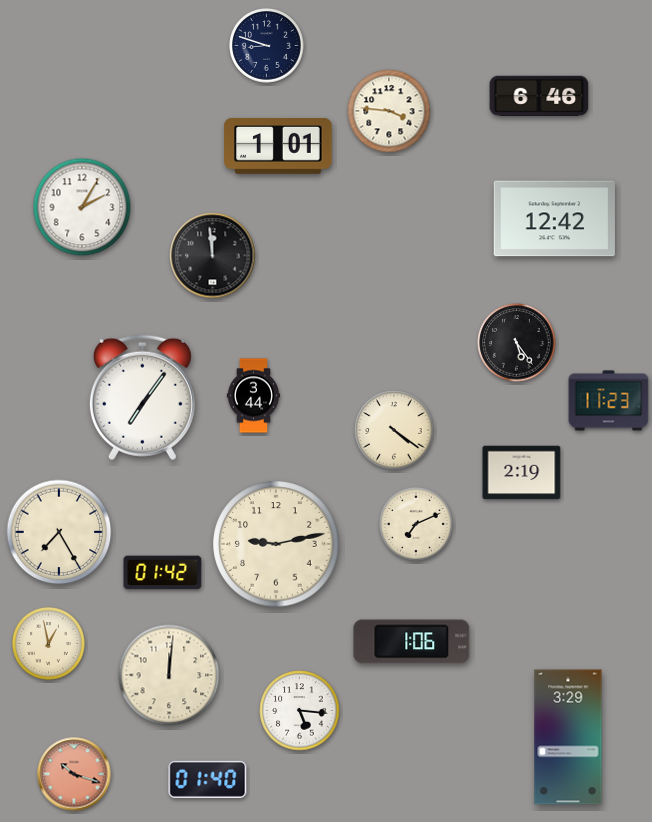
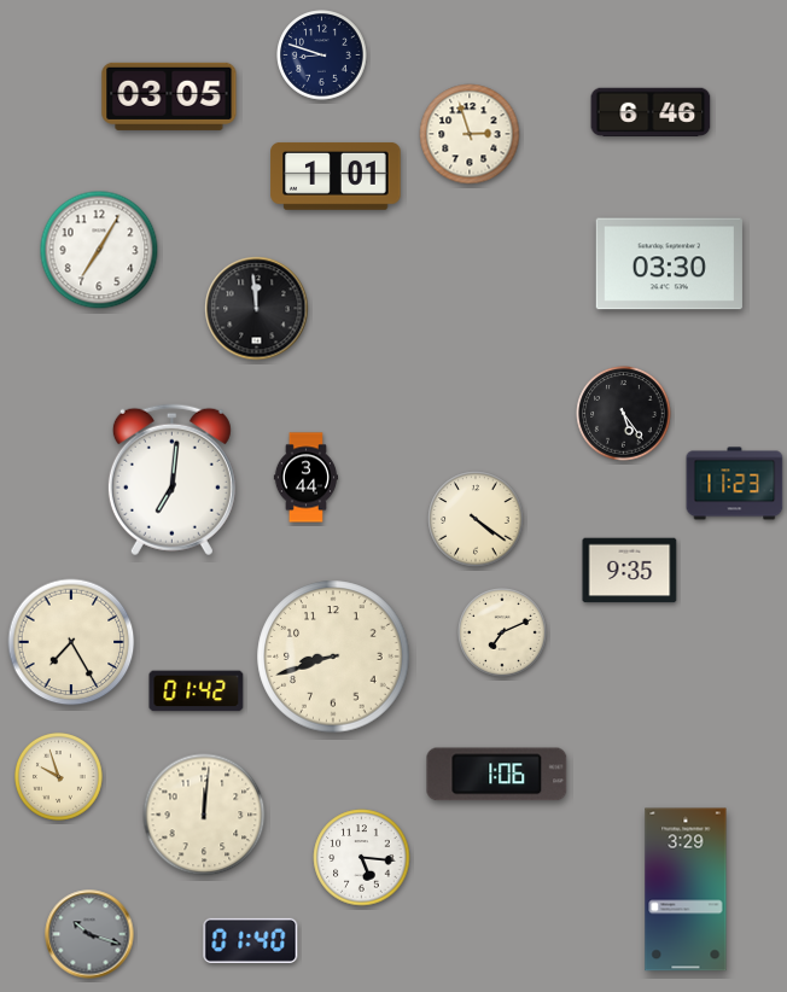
clock at (169, 97): none -> 03:05
clock at (539, 96) position: (539, 96) -> (651, 112)
clock at (389, 111): 3:46 -> 2:57
clock at (82, 207): 2:05 -> 7:05
clock at (554, 219): 12:42 -> 03:30
clock at (142, 398): 7:06 -> 7:01
clock at (522, 473): 2:19 -> 9:35
clock at (276, 544): 9:13 -> 8:42
clock at (49, 644): 12:58 -> 9:57
clock at (74, 774) dial: salmon -> grey
